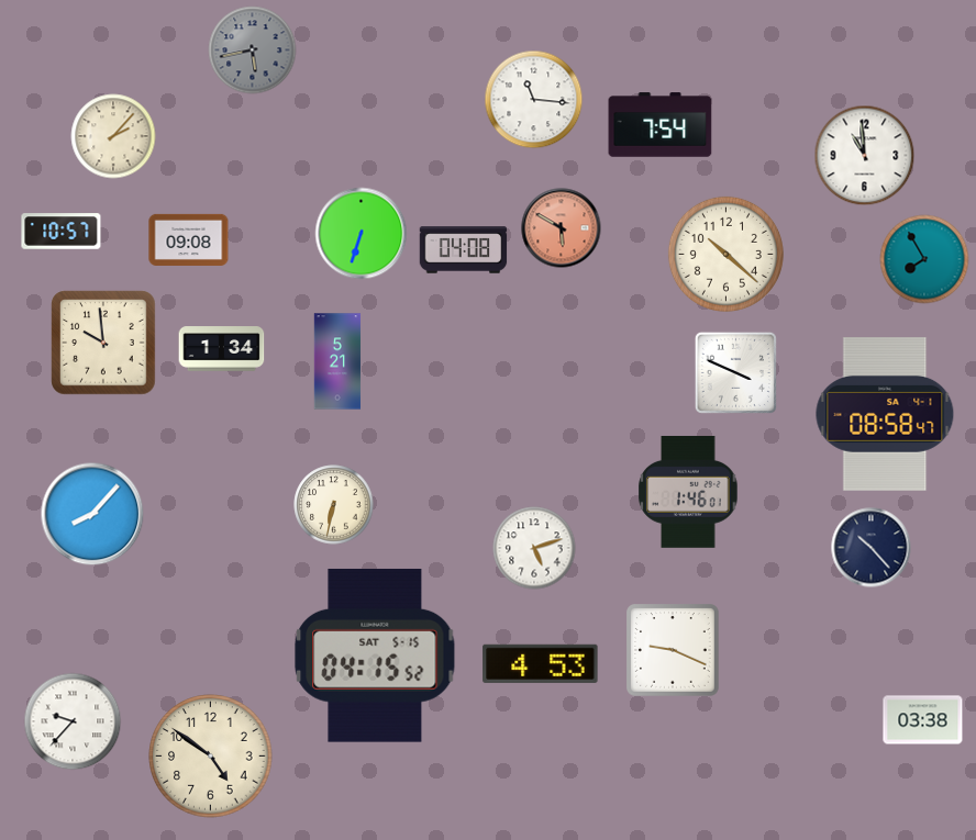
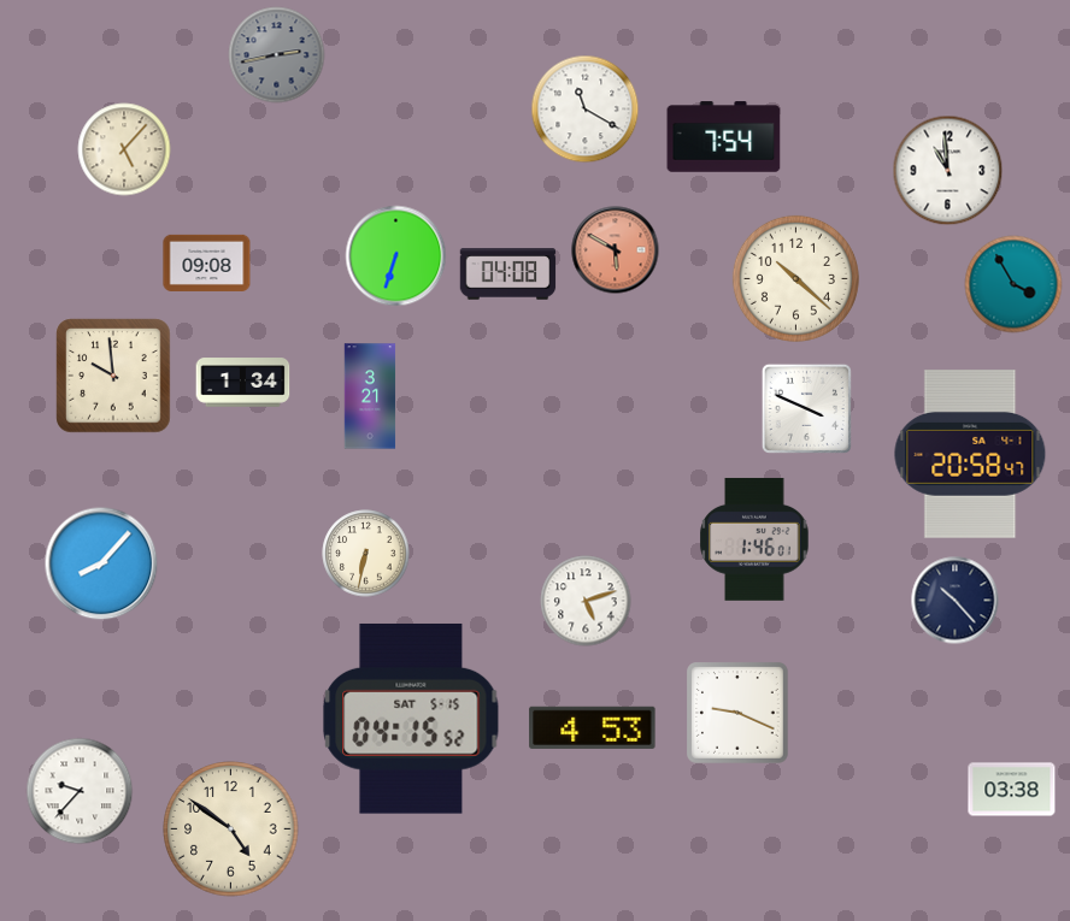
clock at (253, 51): 5:43 -> 2:43
clock at (534, 100): 11:16 -> 11:20
clock at (113, 136): 2:07 -> 5:07
clock at (62, 232): 10:57 -> none
clock at (924, 259): 7:55 -> 3:55
clock at (337, 361): 5:21 -> 3:21
clock at (885, 414): 08:58 -> 20:58
